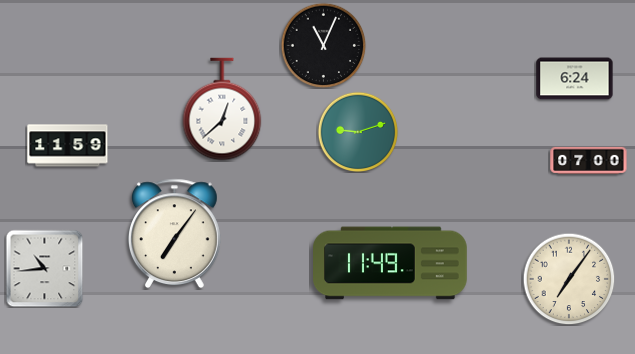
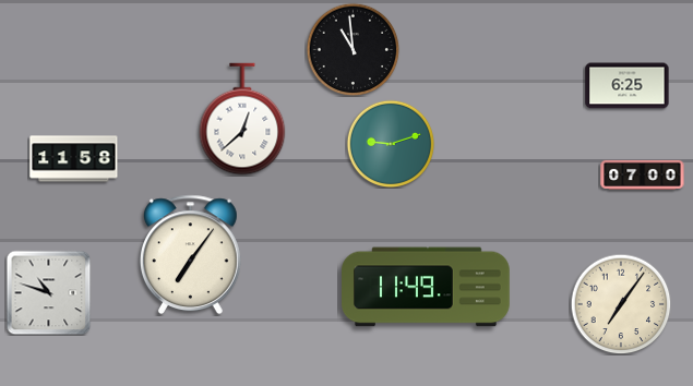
clock at (323, 45): 11:04 -> 10:59
clock at (575, 79): 6:24 -> 6:25
clock at (68, 146): 11:59 -> 11:58
clock at (44, 268): 10:44 -> 10:48
